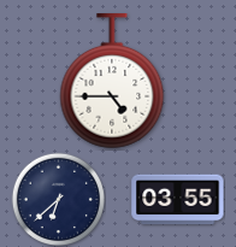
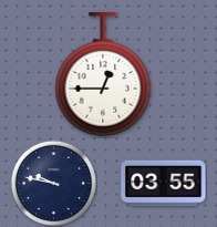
clock at (112, 82): 4:45 -> 12:45
clock at (58, 199): 6:38 -> 9:47
